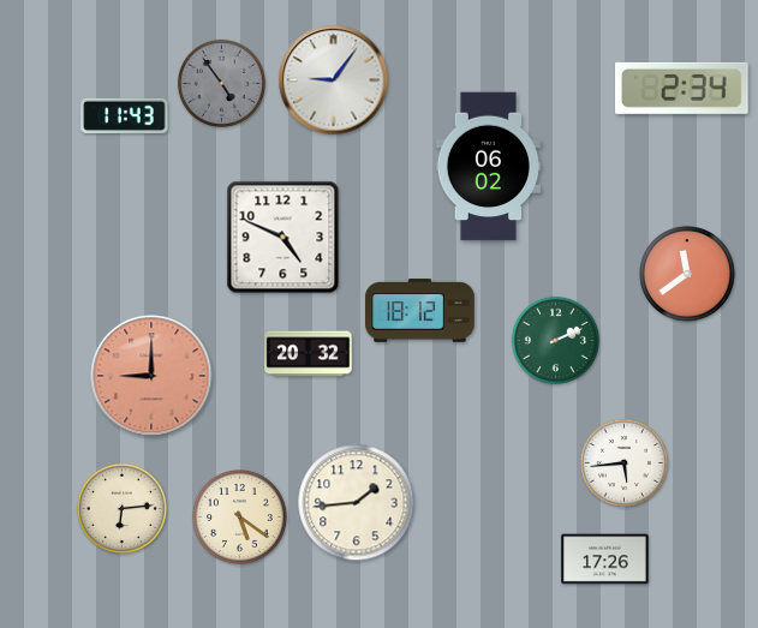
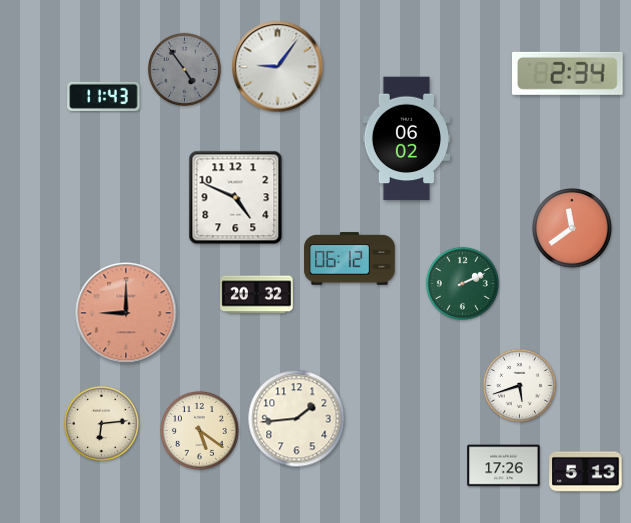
clock at (420, 311): 18:12 -> 06:12
clock at (623, 462): 5:44 -> 5:42
clock at (586, 472): none -> 5:13
